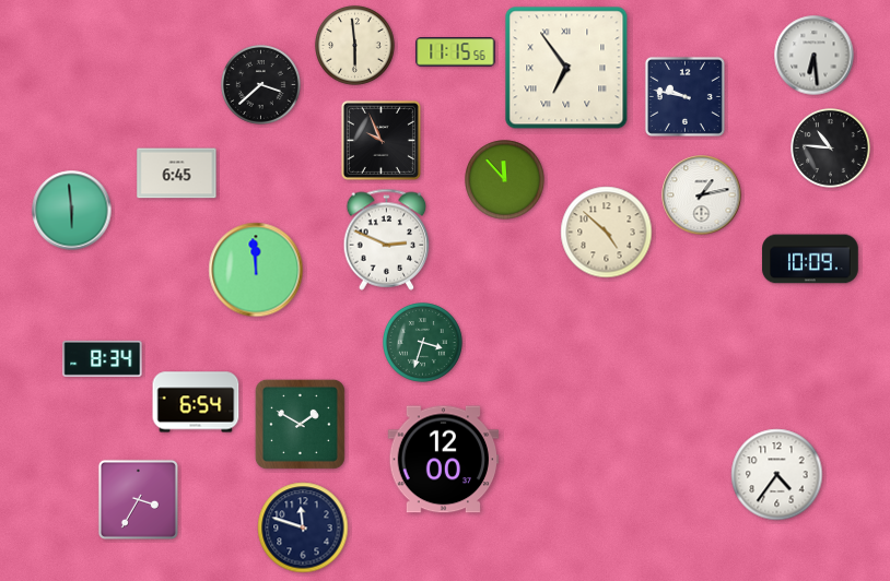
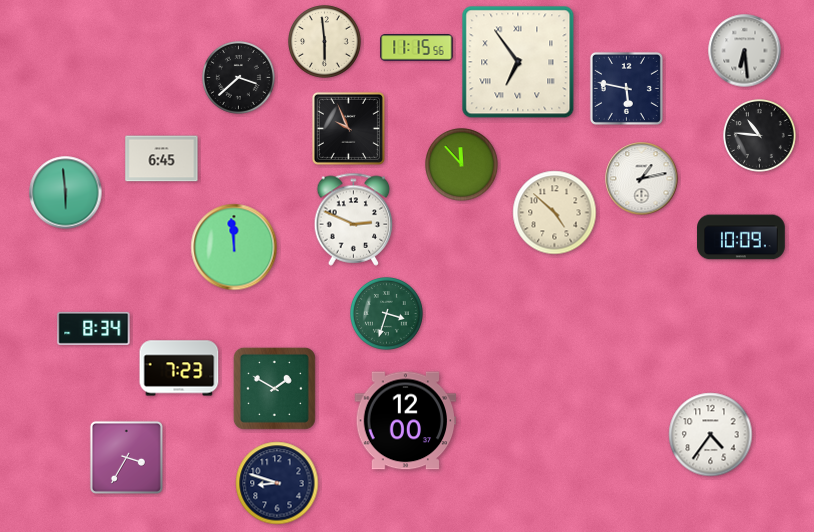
clock at (684, 96): 9:47 -> 5:47
clock at (196, 402): 6:54 -> 7:23
clock at (303, 527): 11:48 -> 8:48
